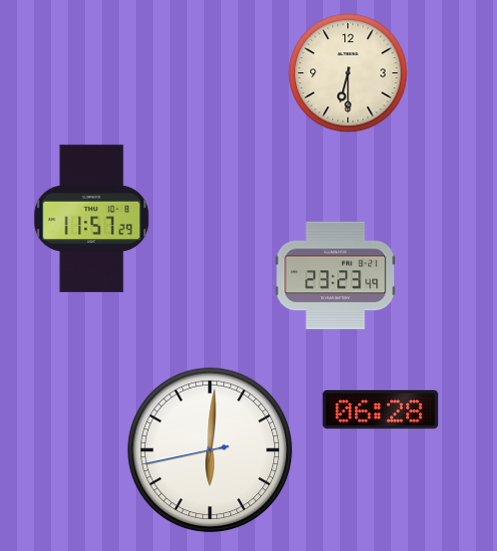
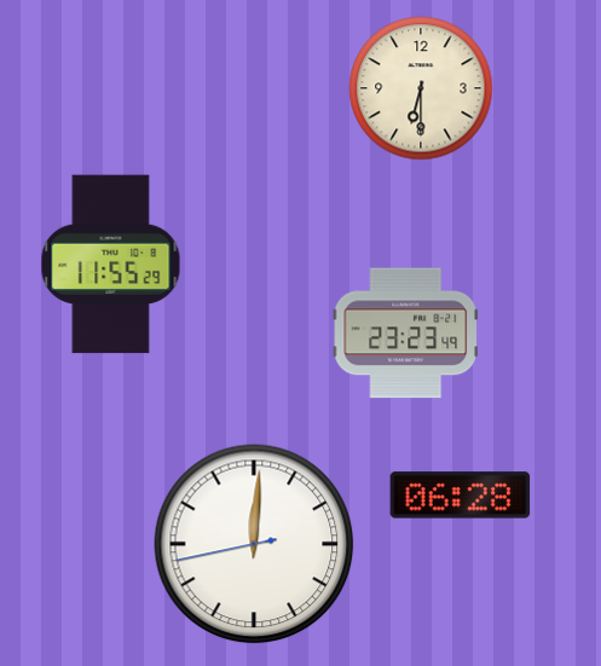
clock at (92, 219): 11:57 -> 11:55
clock at (210, 450): 6:00 -> 12:00
